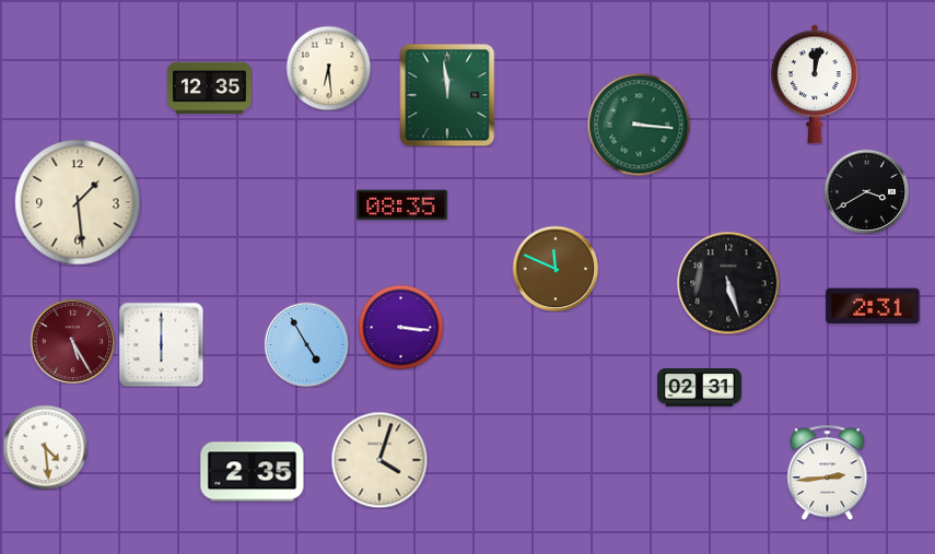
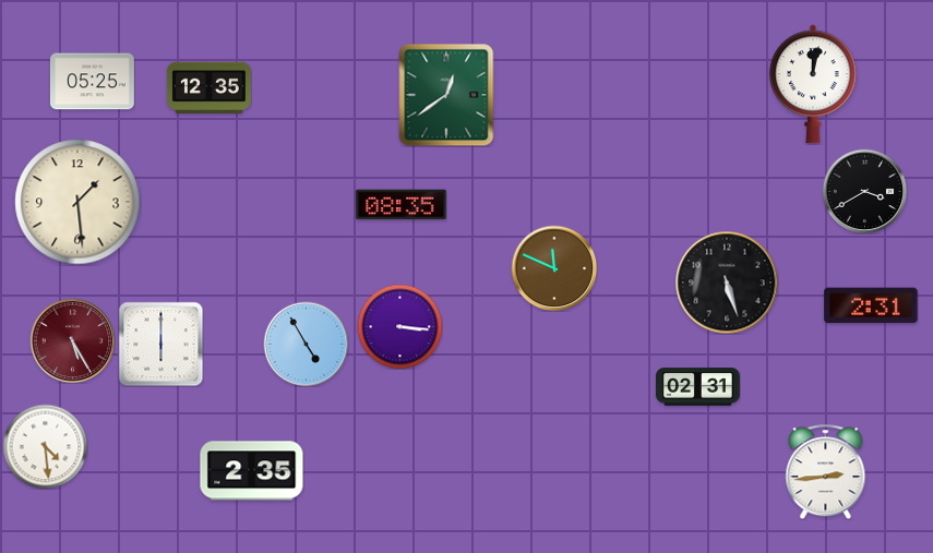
clock at (328, 68): 6:29 -> none
clock at (92, 82): none -> 05:25
clock at (447, 95): 11:59 -> 12:39
clock at (639, 125): 3:16 -> none
clock at (379, 460): 4:03 -> none
